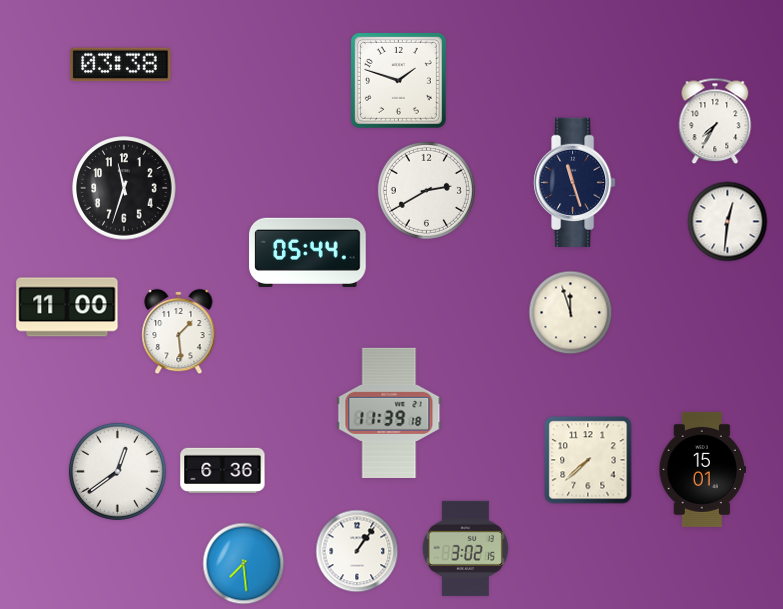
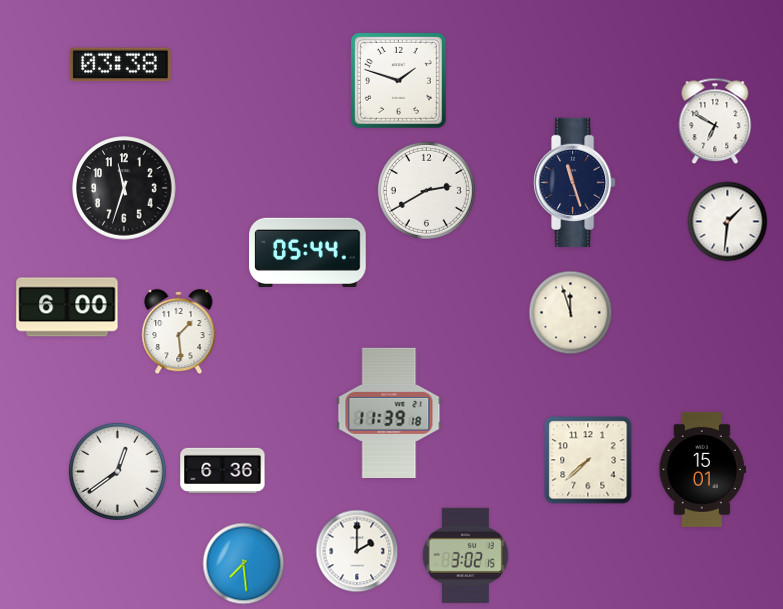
clock at (715, 121): 7:35 -> 6:50
clock at (728, 222): 12:31 -> 1:31
clock at (67, 307): 11:00 -> 6:00
clock at (465, 548) position: (465, 548) -> (465, 555)
clock at (357, 551): 1:06 -> 2:00
